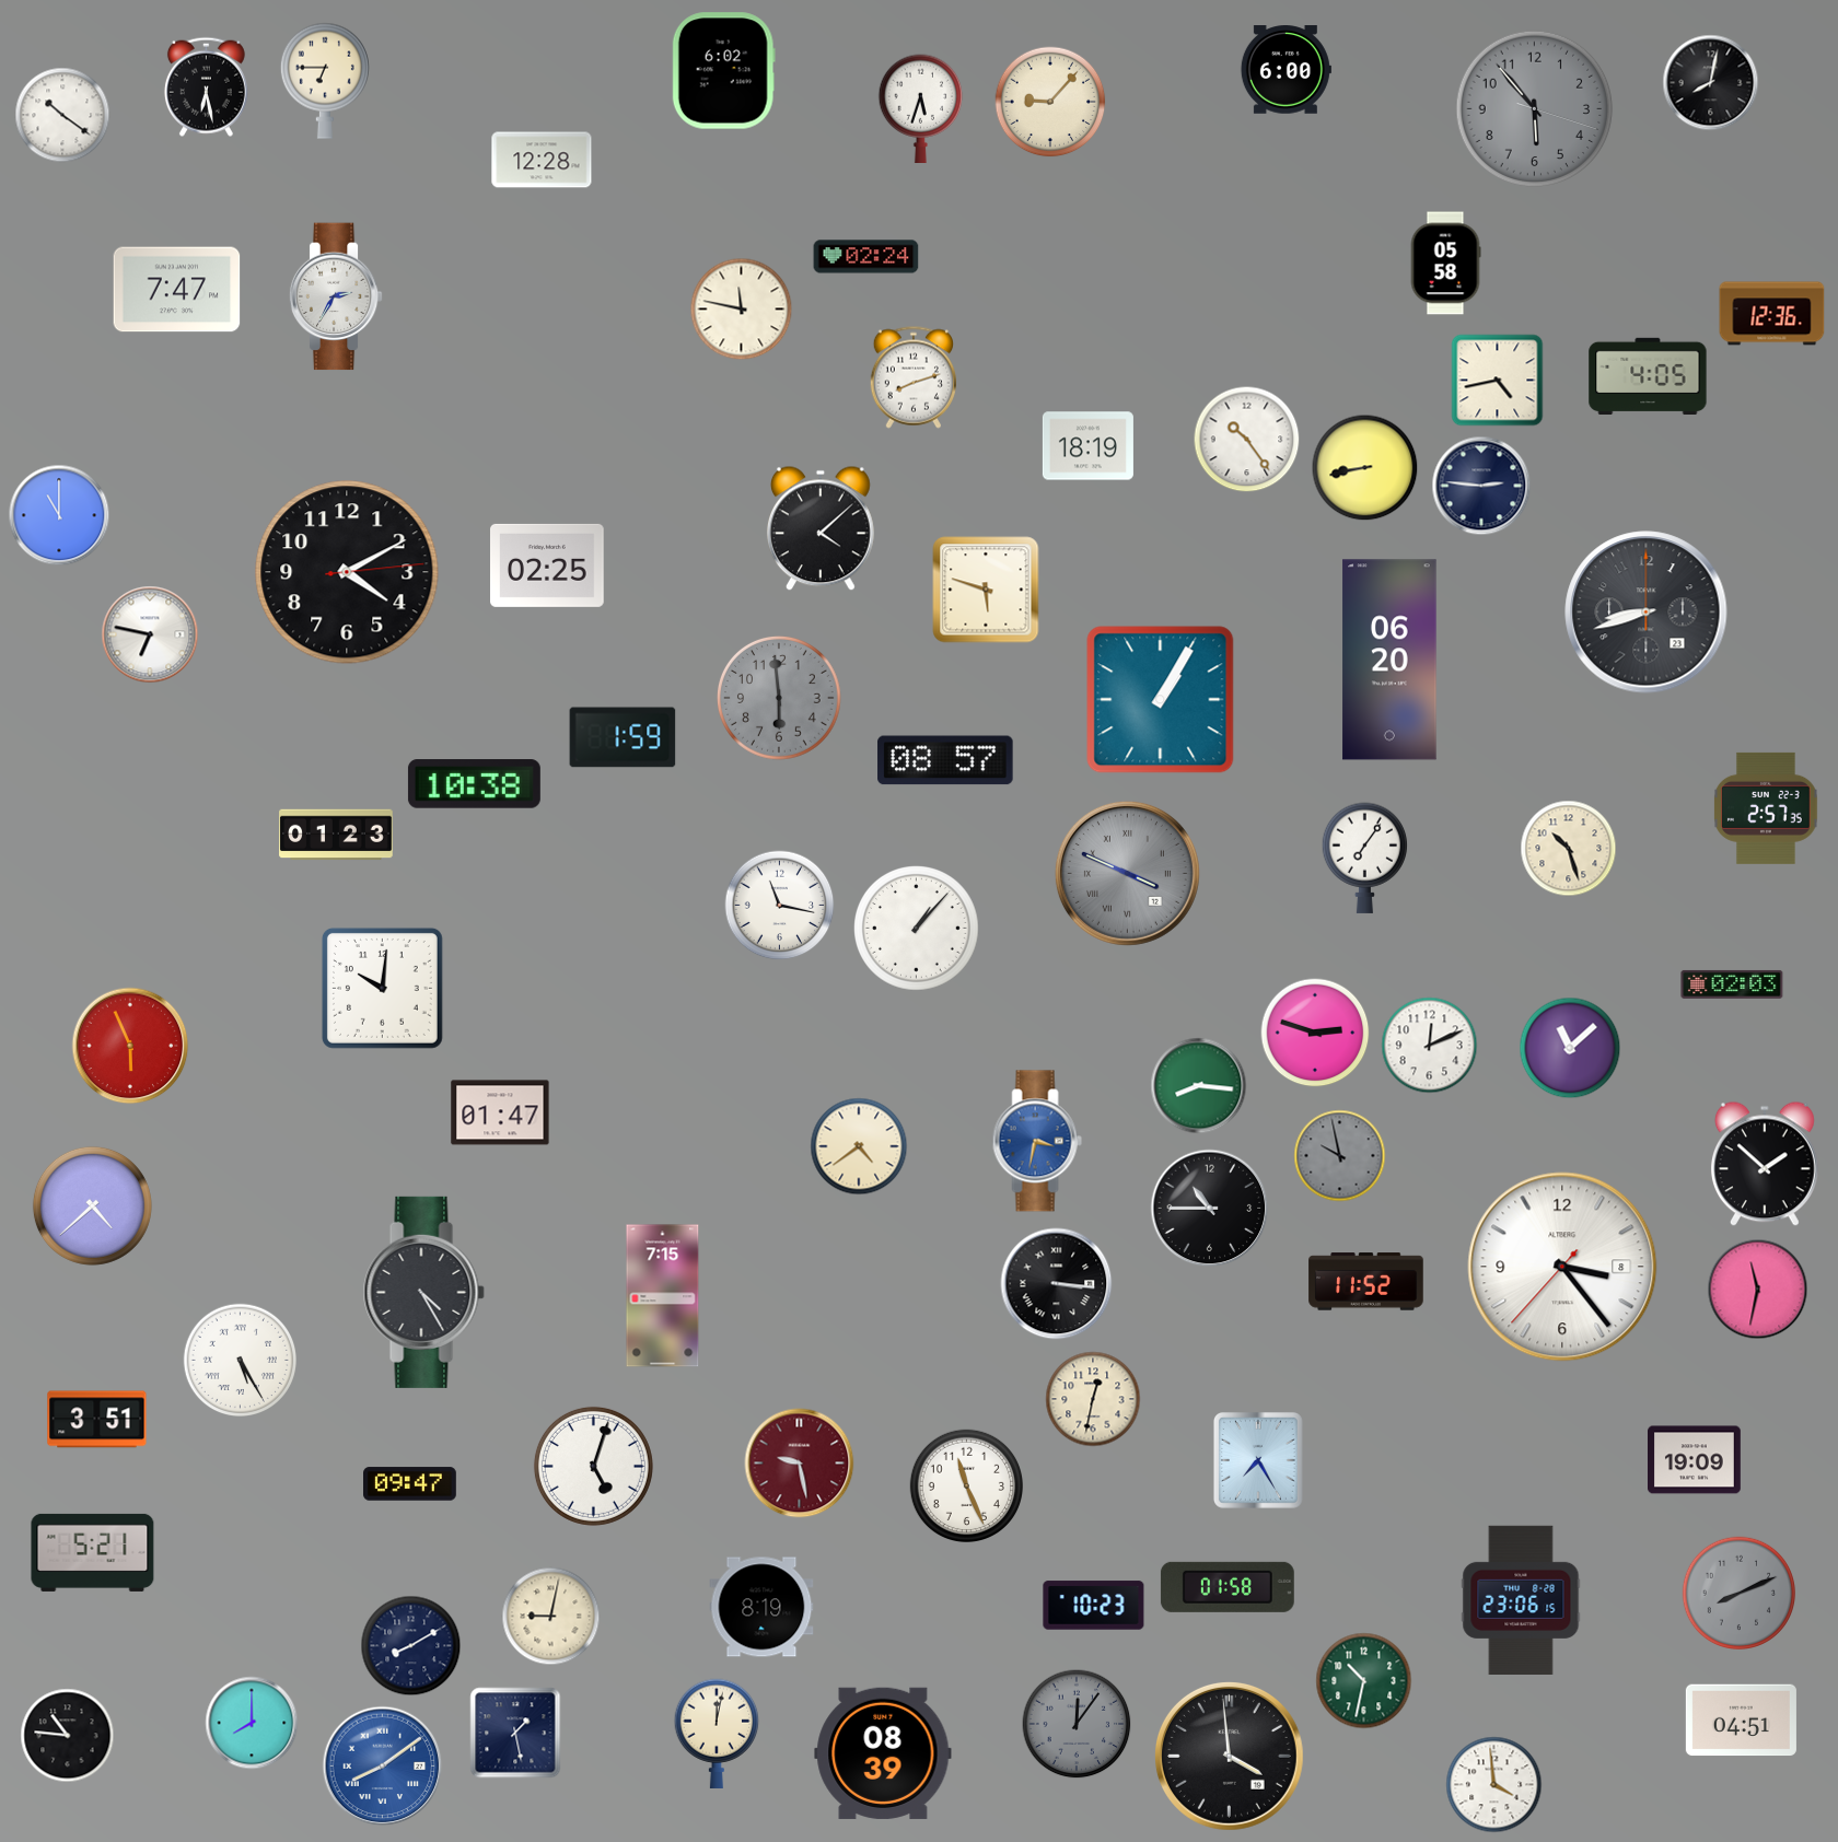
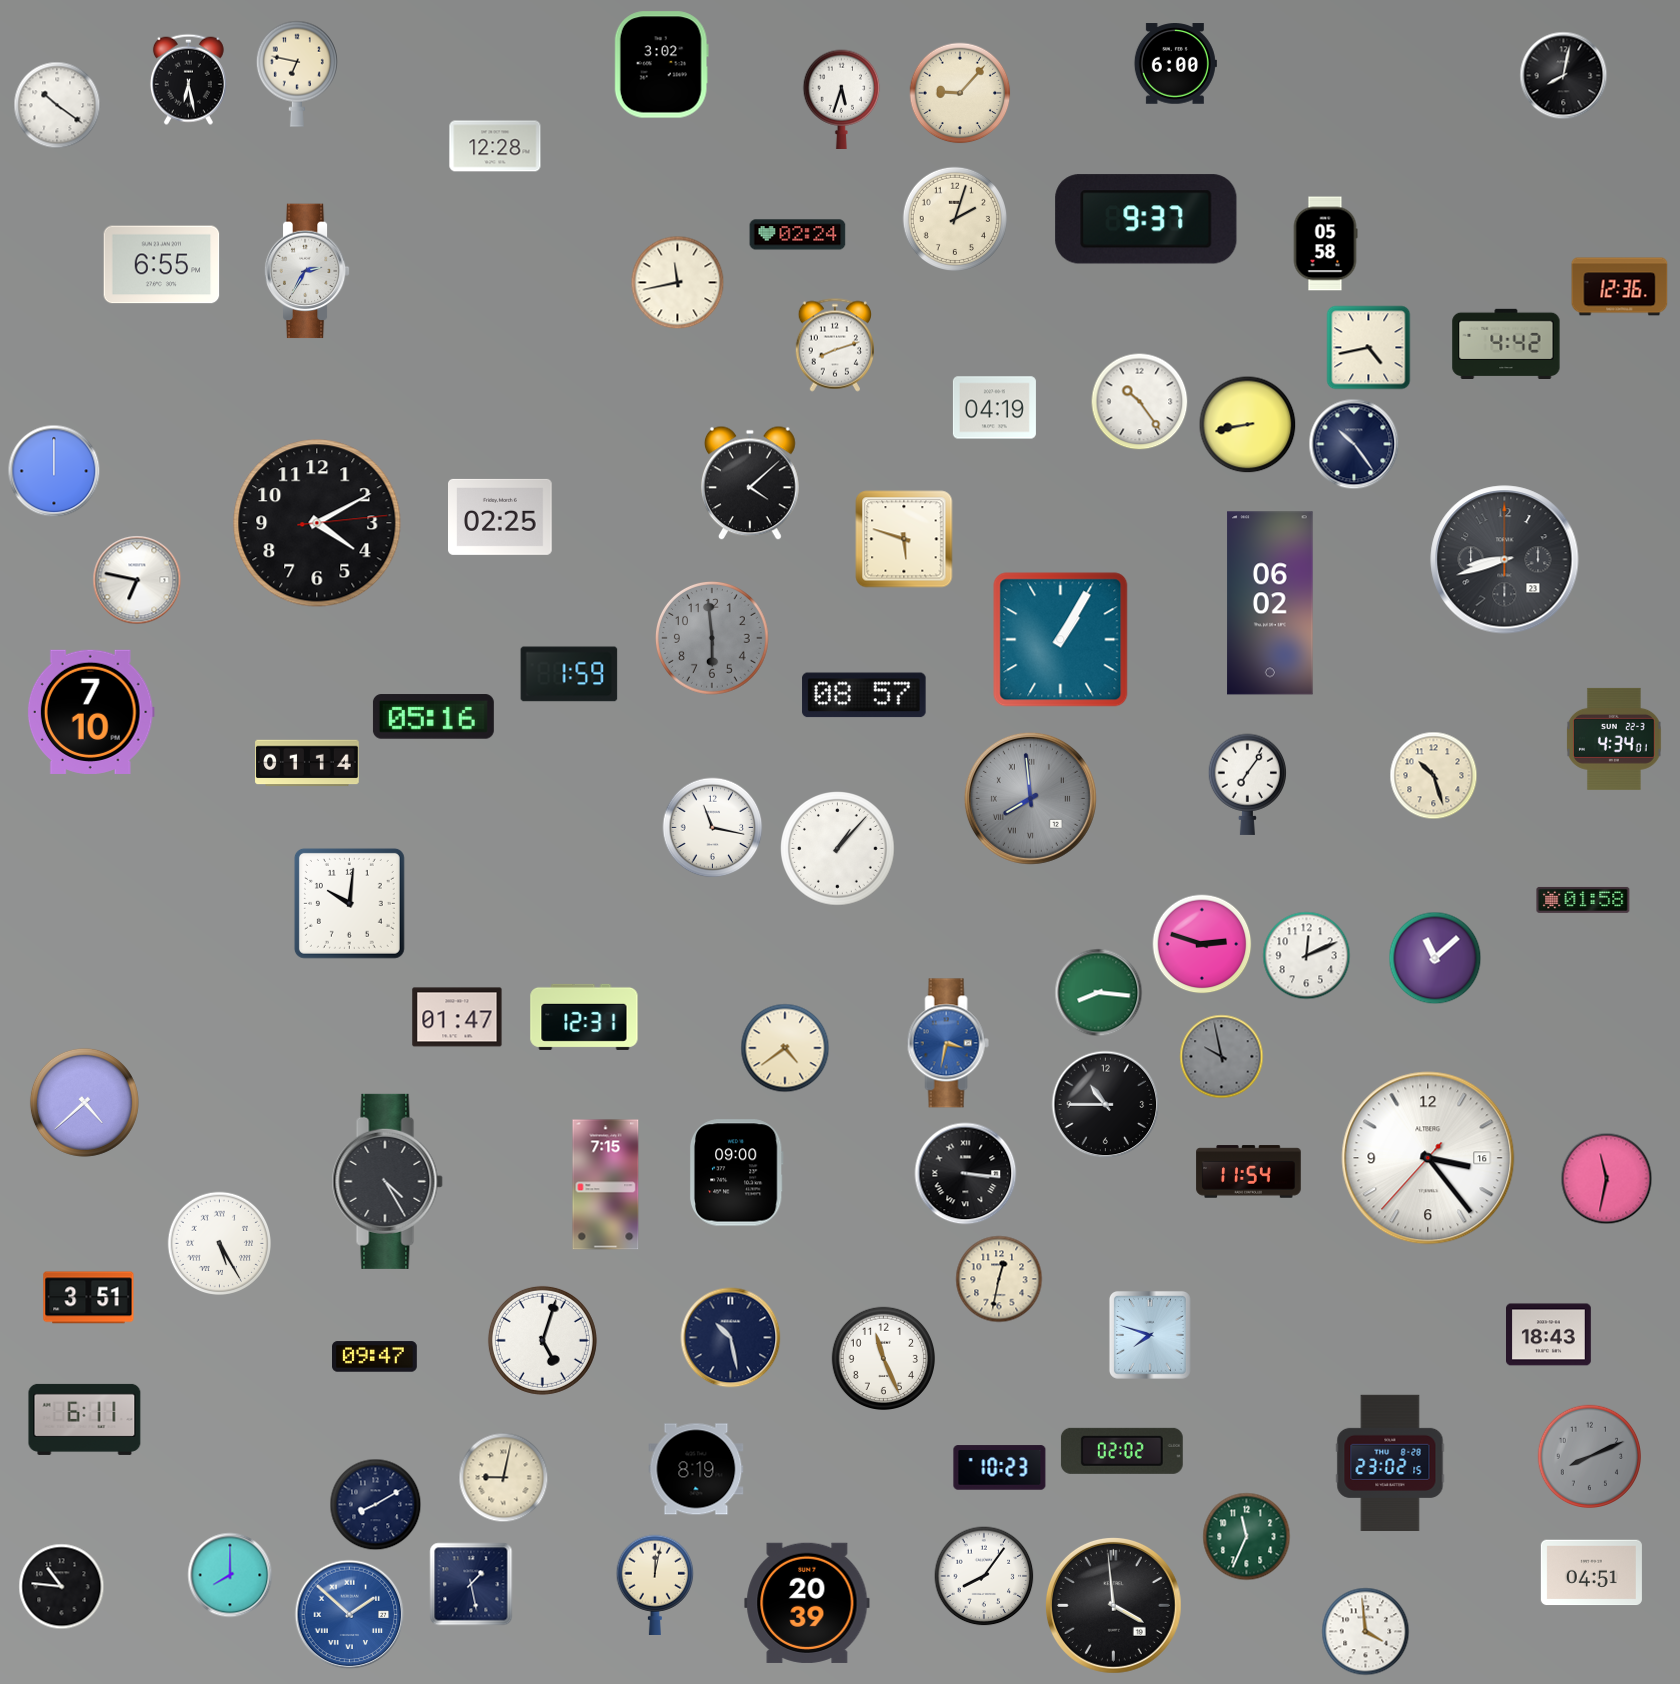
clock at (723, 71): 6:02 -> 3:02
clock at (325, 81): 6:45 -> 6:47
clock at (1535, 109): 5:53 -> none
clock at (954, 218): none -> 2:03
clock at (1146, 219): none -> 9:37
clock at (866, 257) position: (866, 257) -> (798, 235)
clock at (1445, 264) position: (1445, 264) -> (1325, 244)
clock at (177, 290): 7:47 -> 6:55
clock at (742, 310): 11:47 -> 11:43
clock at (1648, 375): 4:05 -> 4:42
clock at (1087, 446): 18:19 -> 04:19
clock at (1365, 468) position: (1365, 468) -> (1248, 425)
clock at (1481, 486): 2:46 -> 10:24
clock at (59, 515): 11:00 -> 12:00
clock at (986, 590) position: (986, 590) -> (904, 539)
clock at (1389, 660): 06:20 -> 06:02
clock at (91, 712): none -> 7:10
clock at (474, 784): 10:38 -> 05:16
clock at (1767, 808): 2:57 -> 4:34
clock at (336, 835): 01:23 -> 01:14
clock at (1127, 873): 3:49 -> 7:59
clock at (1732, 984): 02:03 -> 01:58
clock at (130, 1046): 5:56 -> none
clock at (1199, 1086) position: (1199, 1086) -> (1099, 993)
clock at (584, 1017): none -> 12:31
clock at (1340, 1156) position: (1340, 1156) -> (1222, 1057)
clock at (1765, 1164): 1:52 -> none
clock at (1562, 1267) date: 8 -> 16
clock at (1366, 1282): 11:52 -> 11:54
clock at (736, 1173): none -> 09:00
clock at (1258, 1460): 7:25 -> 7:48
clock at (1695, 1460): 19:09 -> 18:43
clock at (800, 1464): 9:28 -> 10:28
clock at (800, 1464) dial: burgundy -> navy
clock at (93, 1552): 5:21 -> 6:11
clock at (1228, 1587): 01:58 -> 02:02
clock at (1521, 1599): 23:06 -> 23:02
clock at (1364, 1681): 10:32 -> 11:34
clock at (1077, 1724): 12:06 -> 8:06
clock at (1077, 1724) dial: grey -> white
clock at (883, 1753): 08:39 -> 20:39
clock at (1229, 1756) position: (1229, 1756) -> (1113, 1605)
clock at (383, 1767): 8:09 -> 1:52
